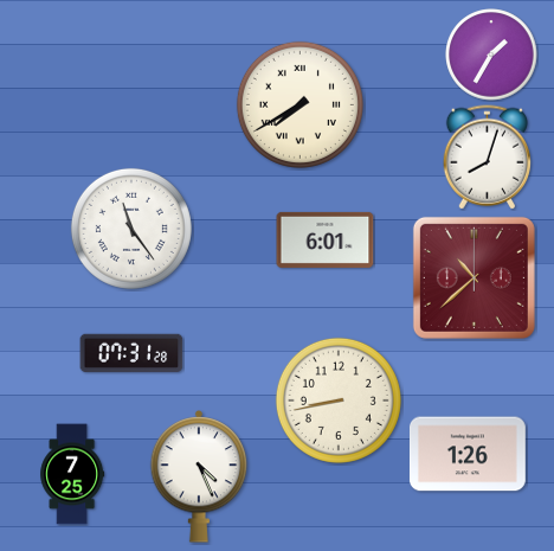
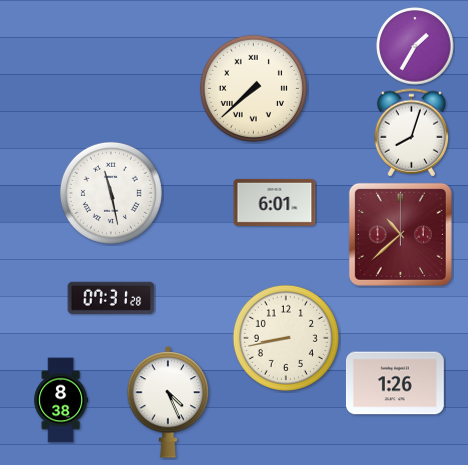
clock at (299, 104): 7:40 -> 7:38
clock at (131, 229): 11:24 -> 11:28
clock at (72, 474): 7:25 -> 8:38
